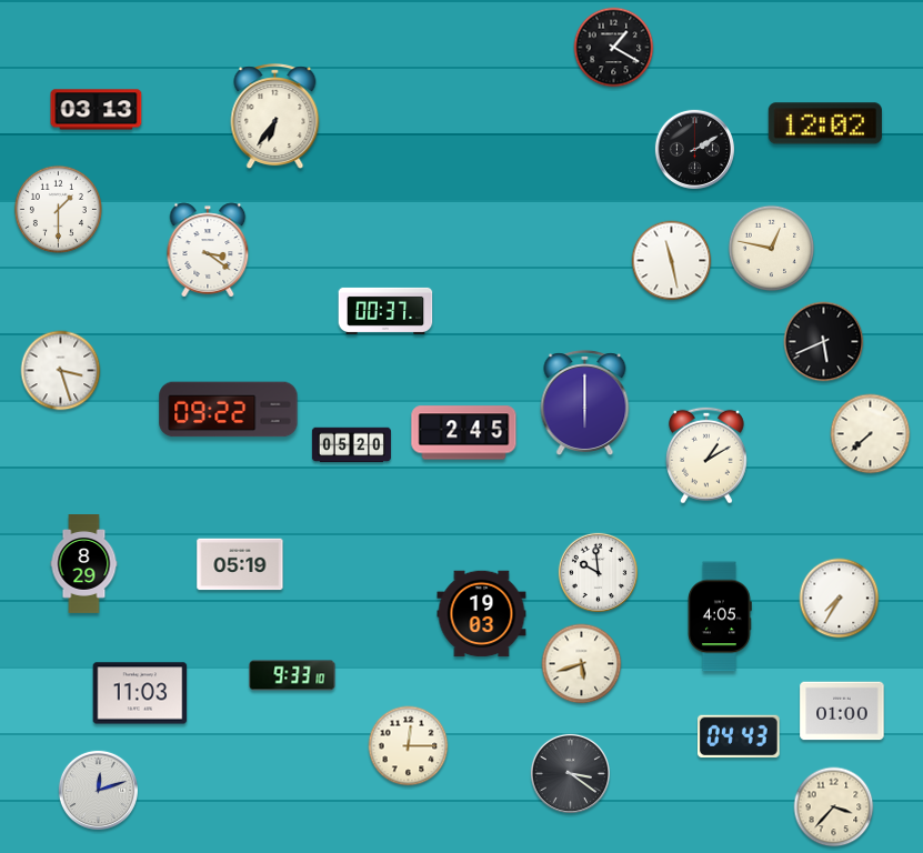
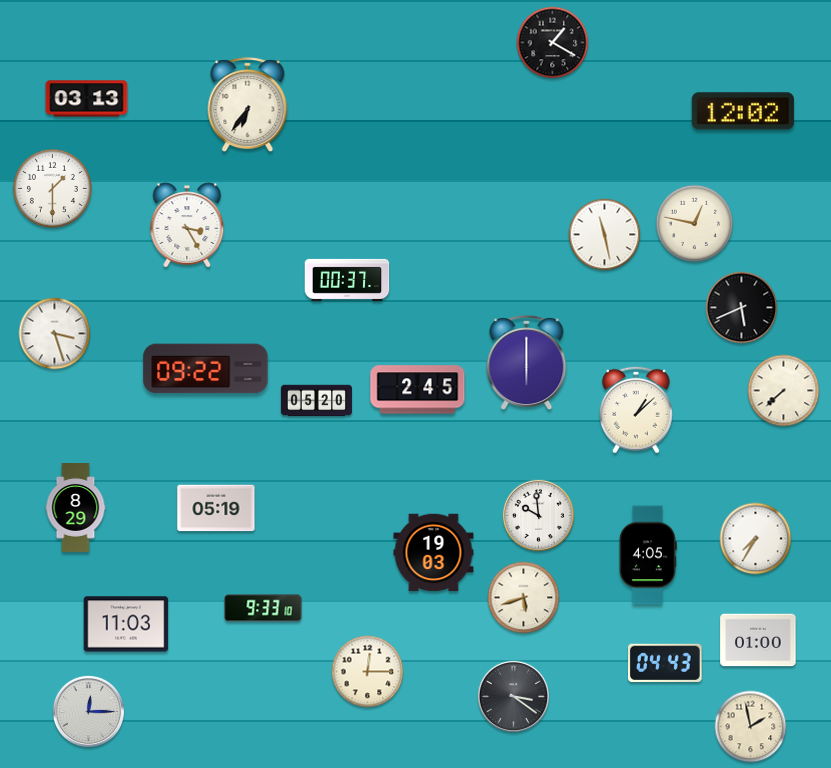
clock at (694, 149): 2:10 -> none
clock at (208, 250): 3:21 -> 3:25
clock at (706, 455): 1:10 -> 1:08
clock at (98, 790): 12:12 -> 12:15
clock at (834, 807): 3:37 -> 1:58
